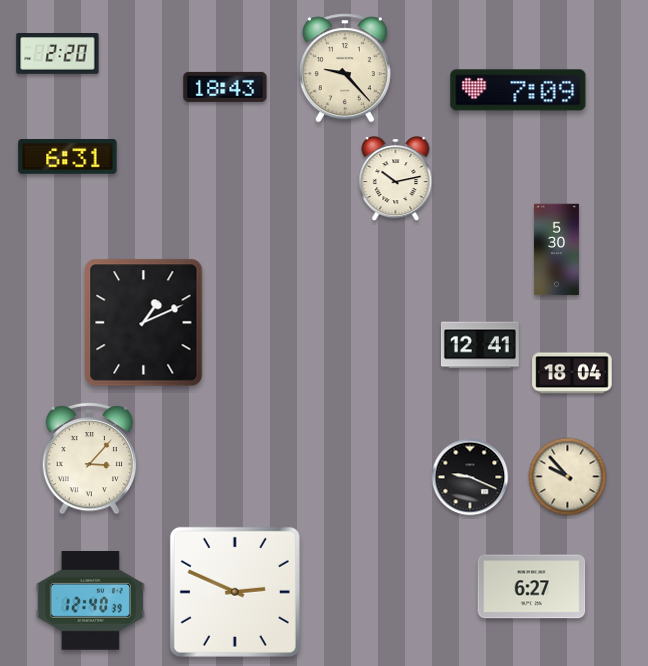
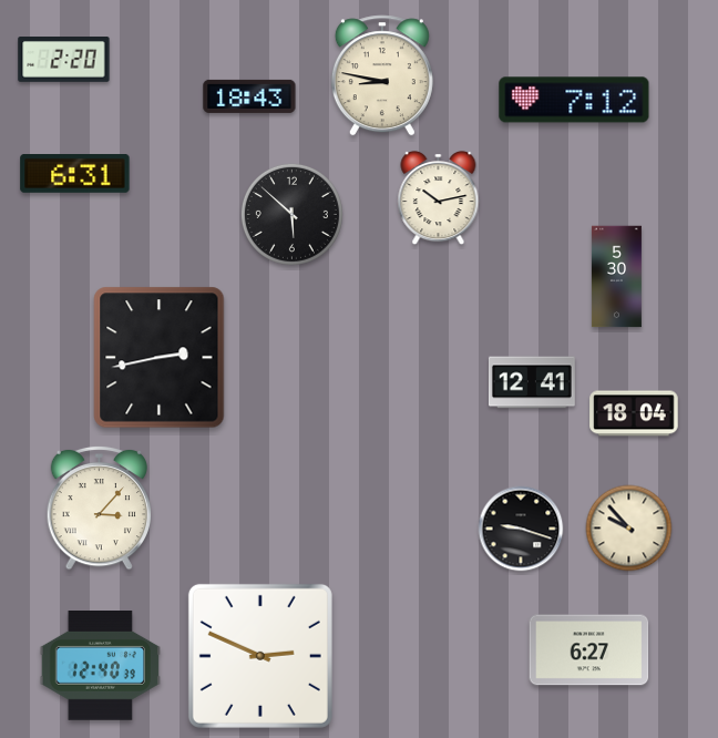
clock at (345, 68): 9:23 -> 8:47
clock at (518, 90): 7:09 -> 7:12
clock at (291, 214): none -> 5:52
clock at (144, 323): 1:11 -> 2:43
clock at (470, 477): 9:19 -> 9:18
